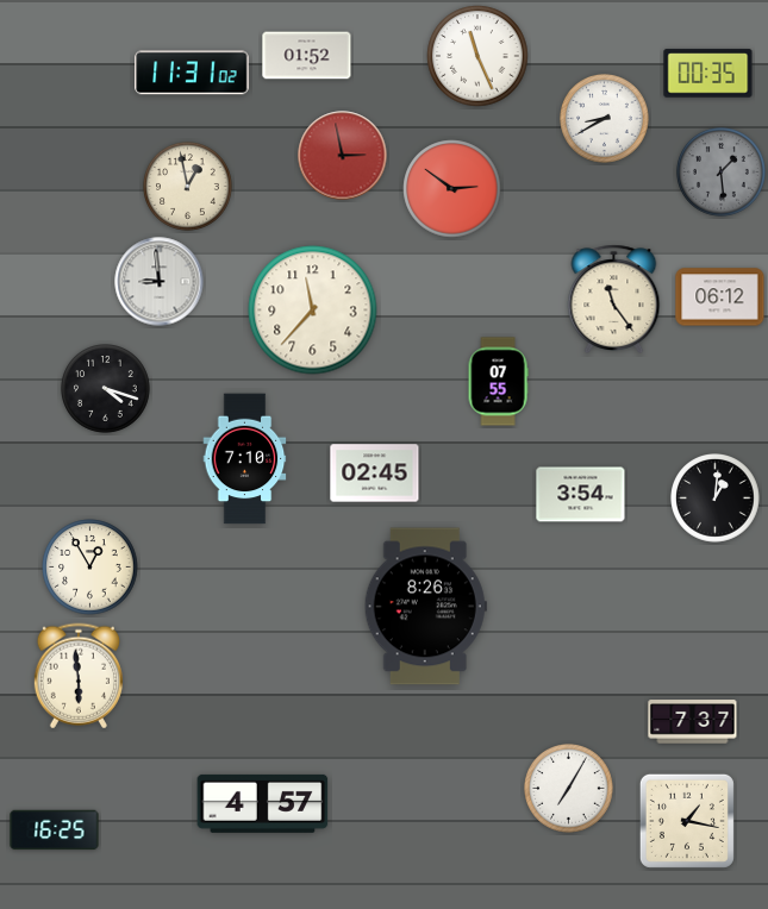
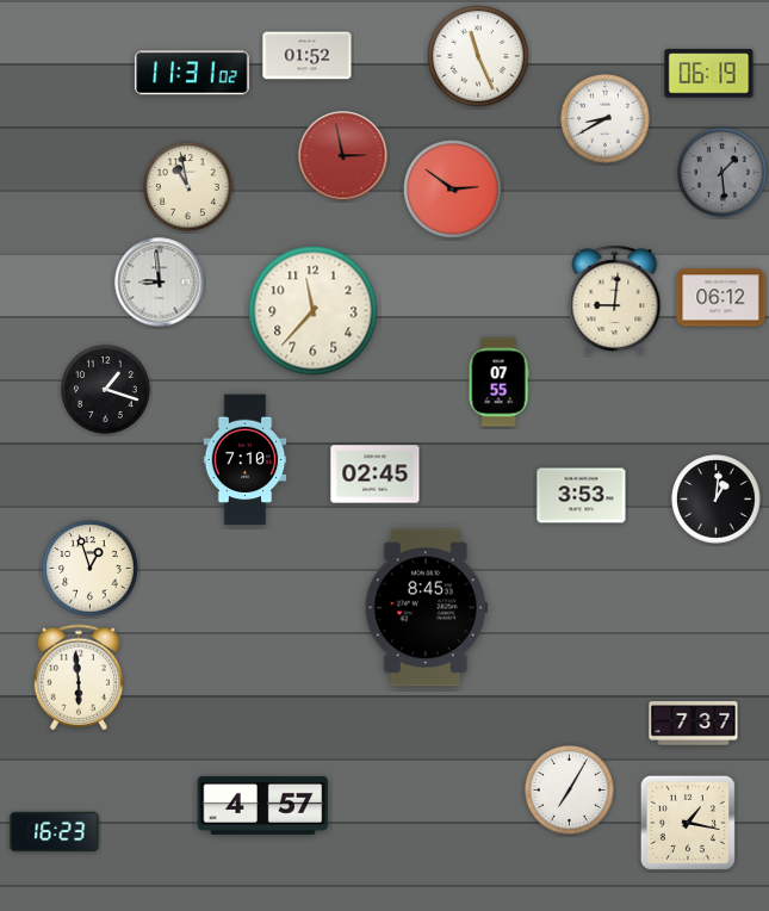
clock at (708, 74): 00:35 -> 06:19
clock at (188, 187): 12:58 -> 10:58
clock at (614, 300): 11:24 -> 9:01
clock at (106, 389): 4:18 -> 1:18
clock at (581, 495): 3:54 -> 3:53
clock at (90, 568): 12:55 -> 12:57
clock at (425, 607): 8:26 -> 8:45
clock at (55, 830): 16:25 -> 16:23
